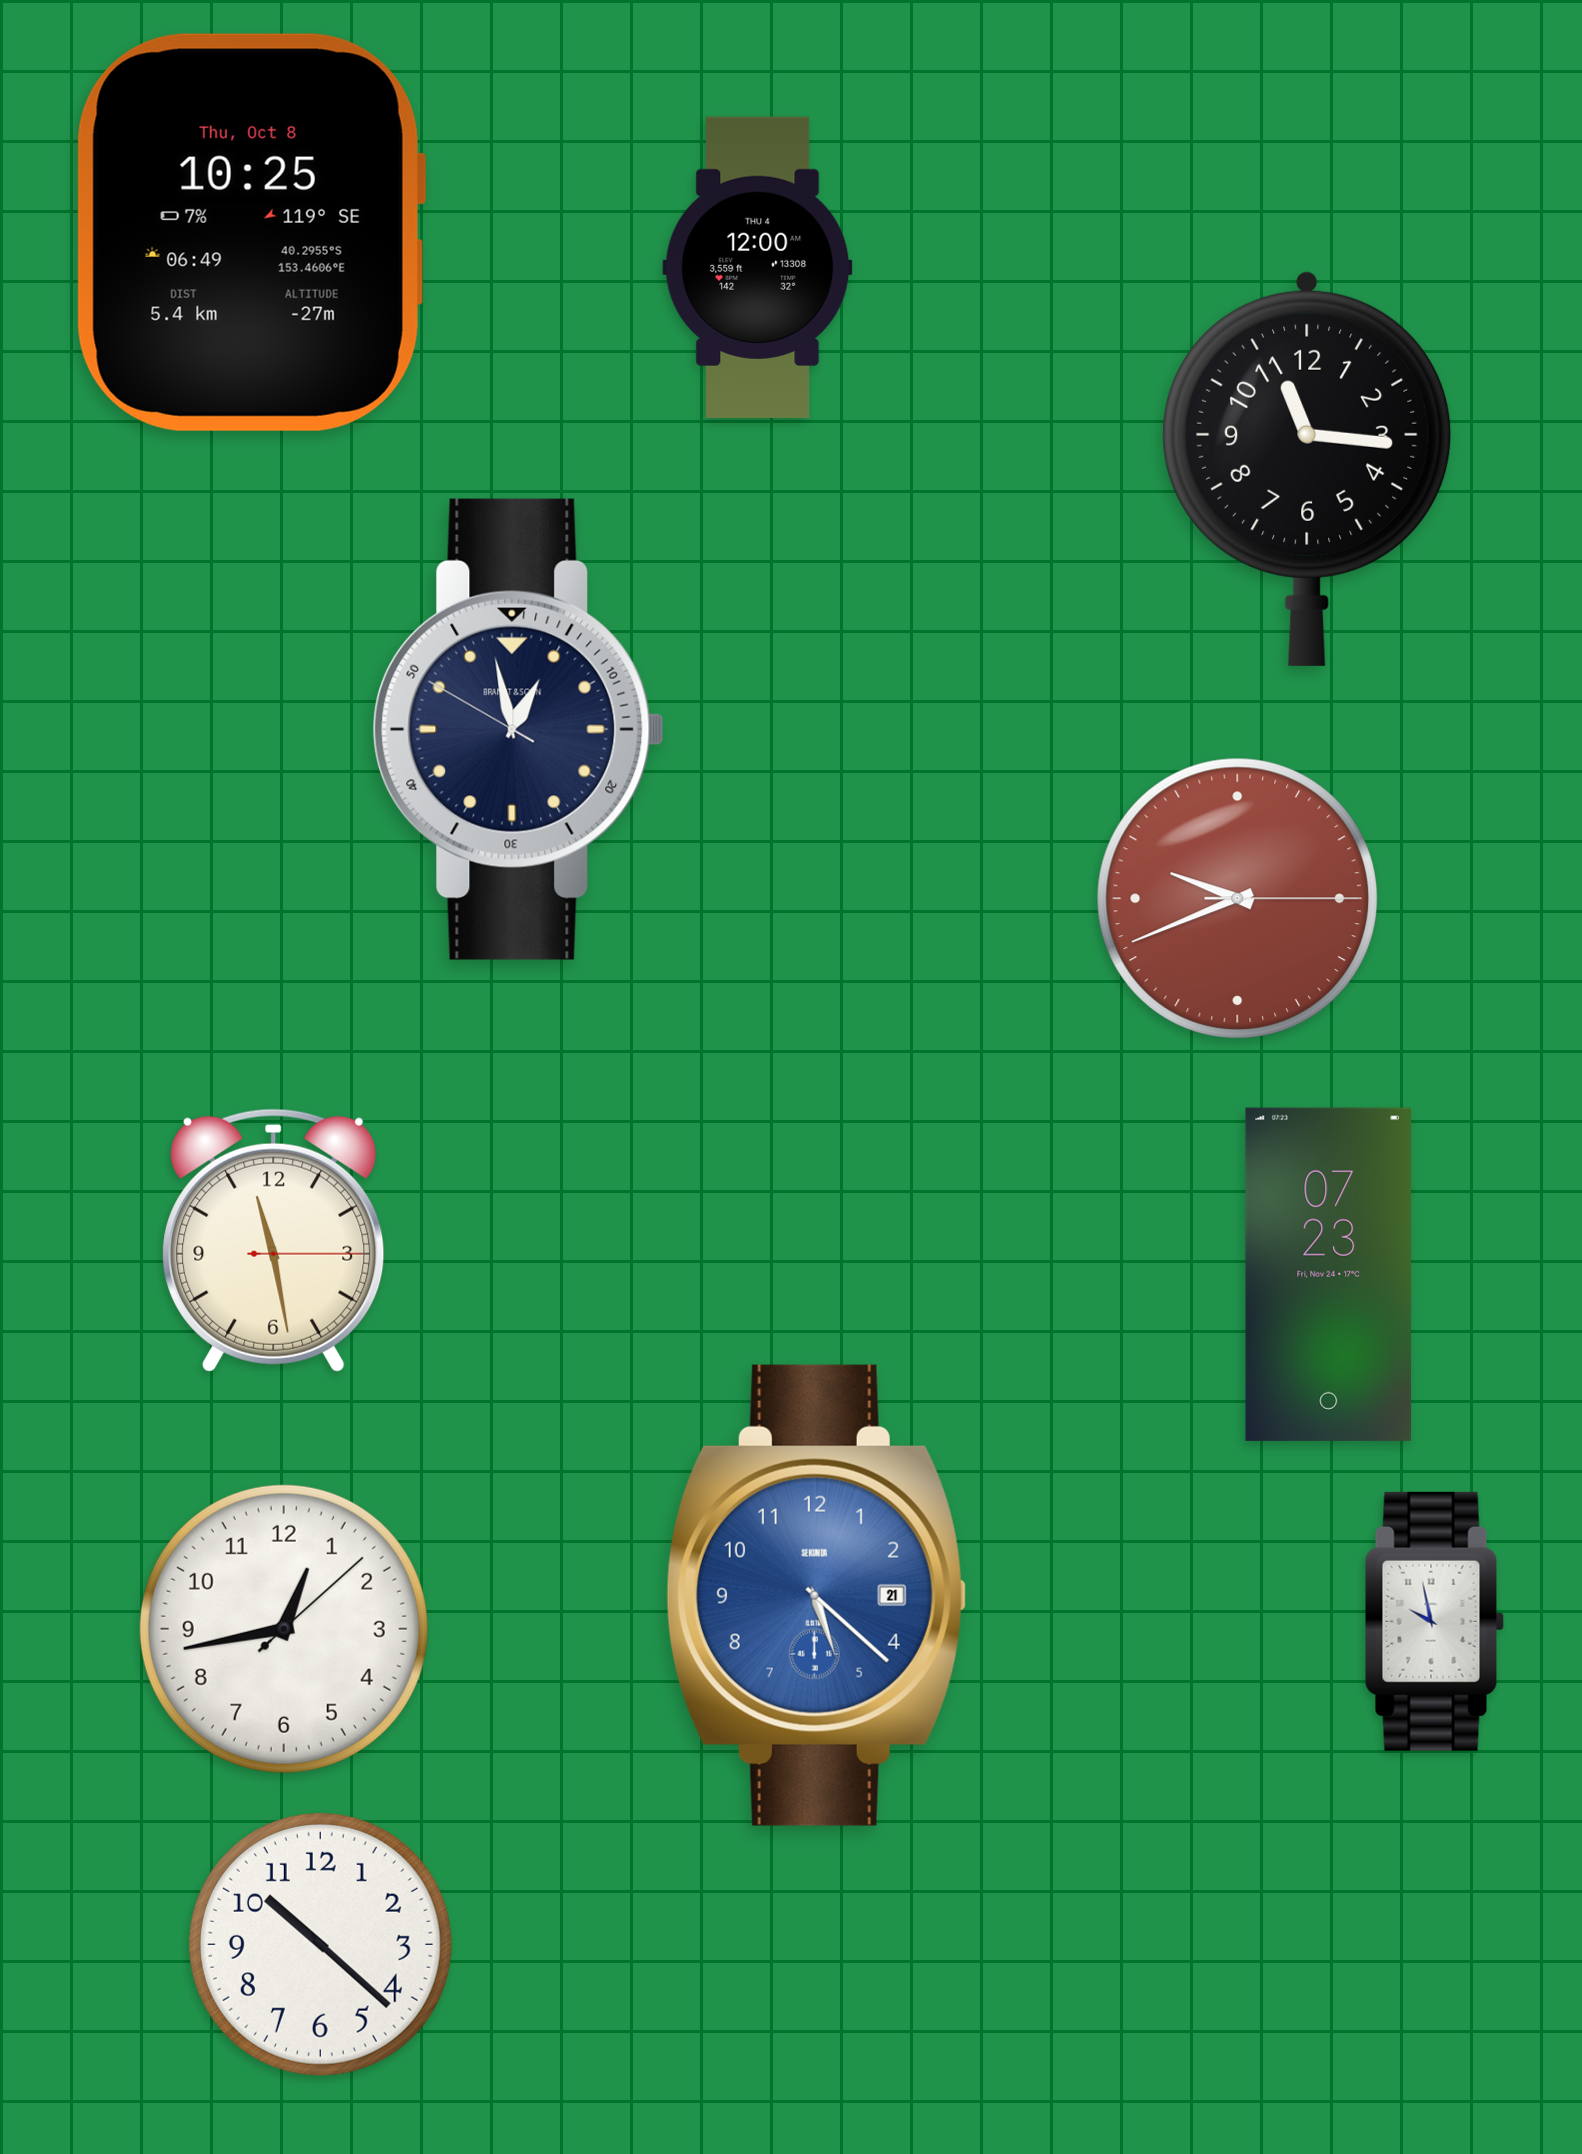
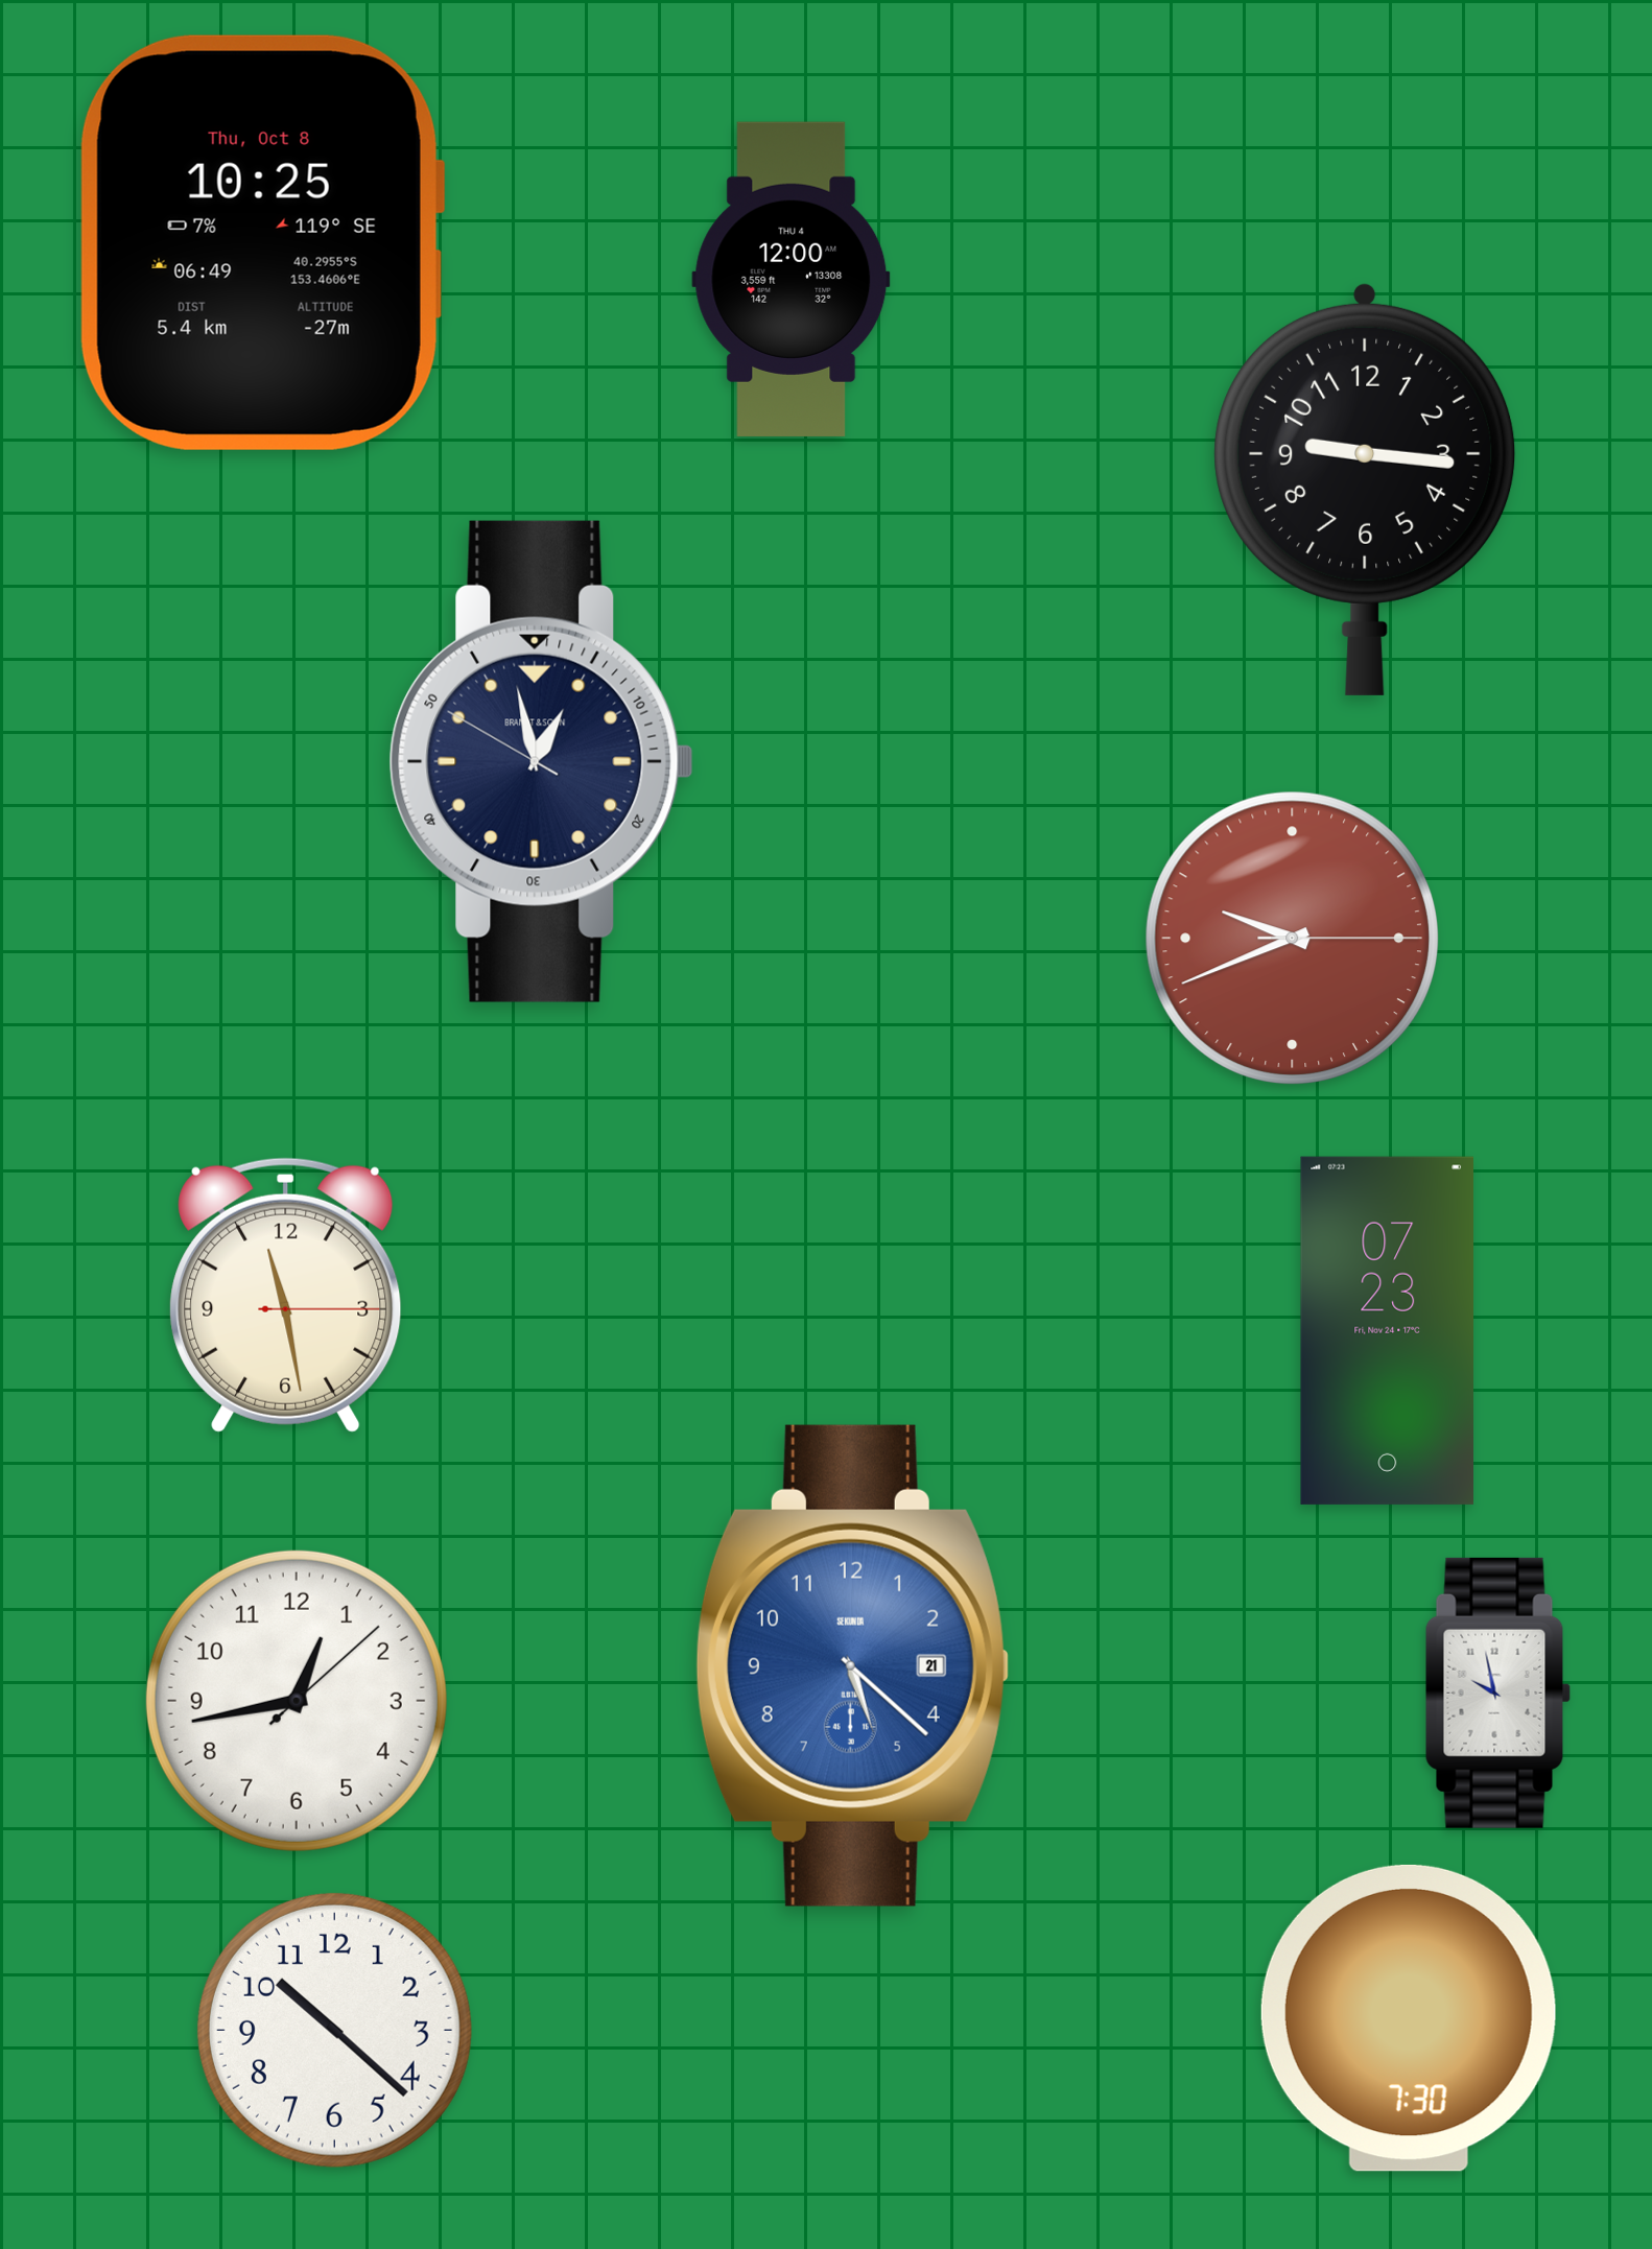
clock at (1307, 468): 11:16 -> 9:16
clock at (1409, 2018): none -> 7:30
